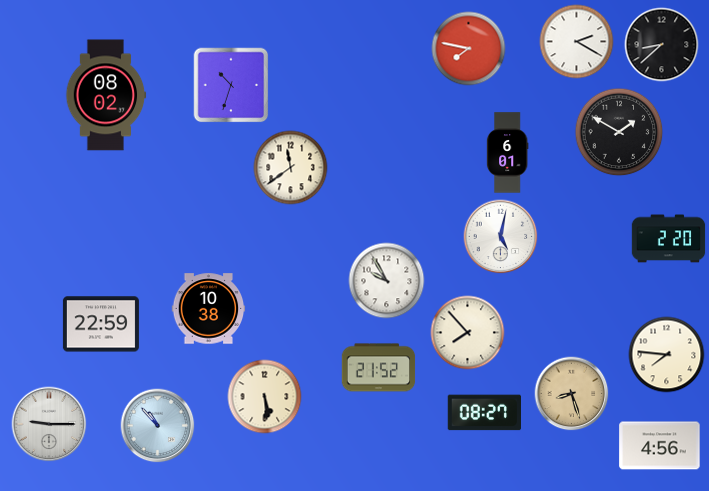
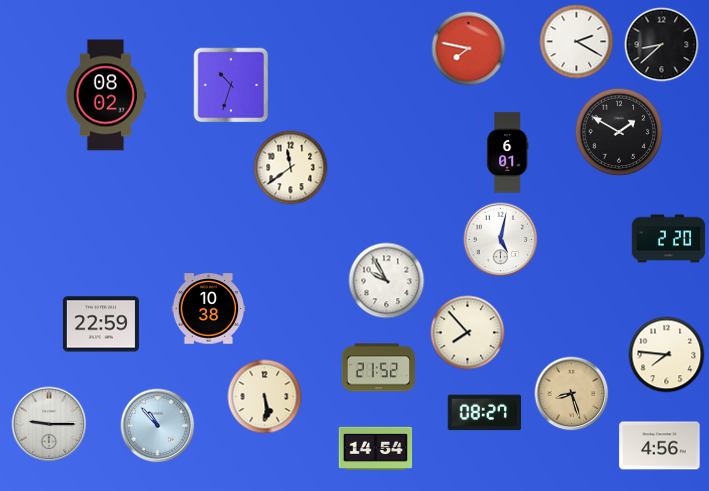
clock at (501, 237) position: (501, 237) -> (501, 240)
clock at (376, 448): none -> 14:54
